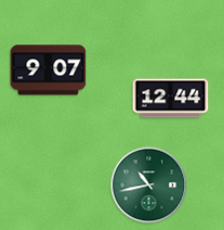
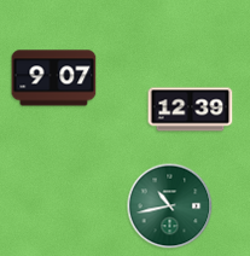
clock at (171, 99): 12:44 -> 12:39
clock at (149, 186) position: (149, 186) -> (170, 206)
